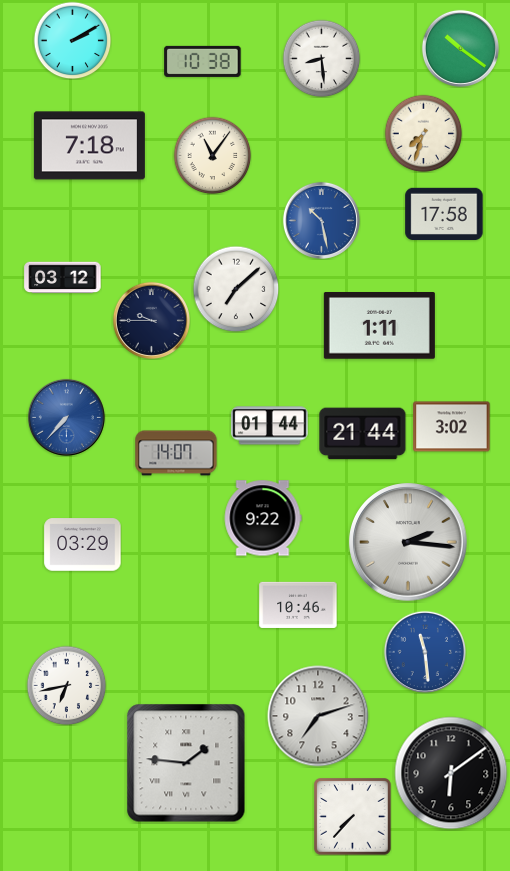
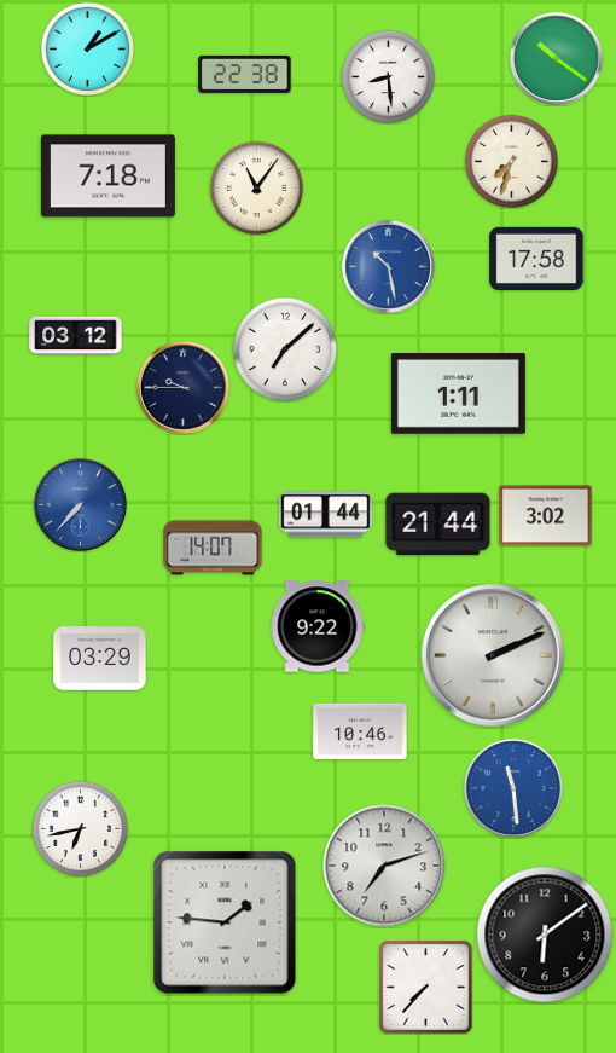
clock at (72, 40): 2:10 -> 1:10
clock at (321, 58) position: (321, 58) -> (388, 76)
clock at (203, 61): 10:38 -> 22:38
clock at (408, 542): 2:16 -> 2:11
